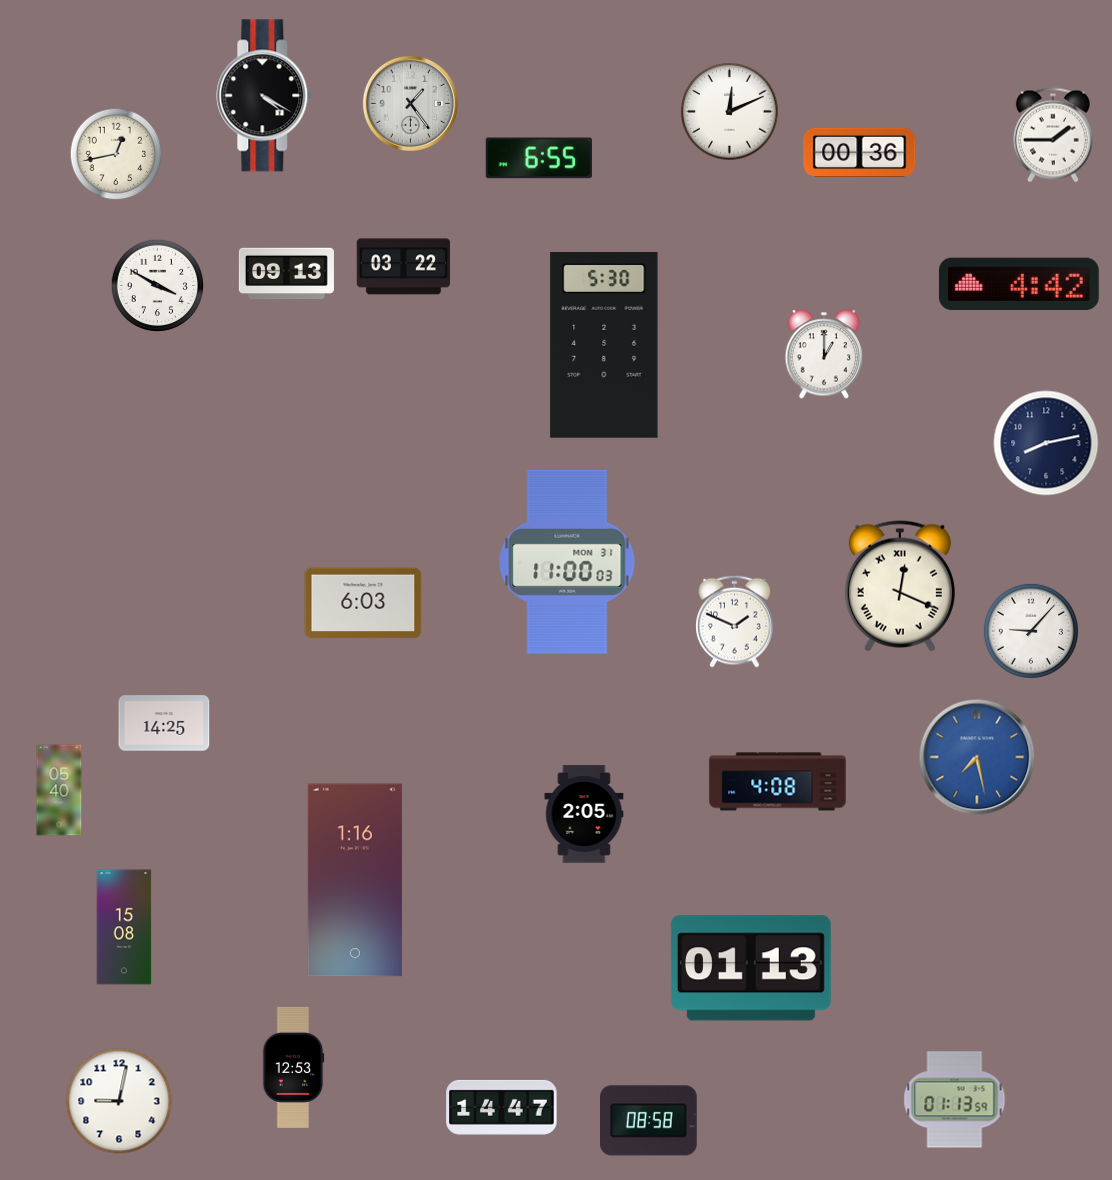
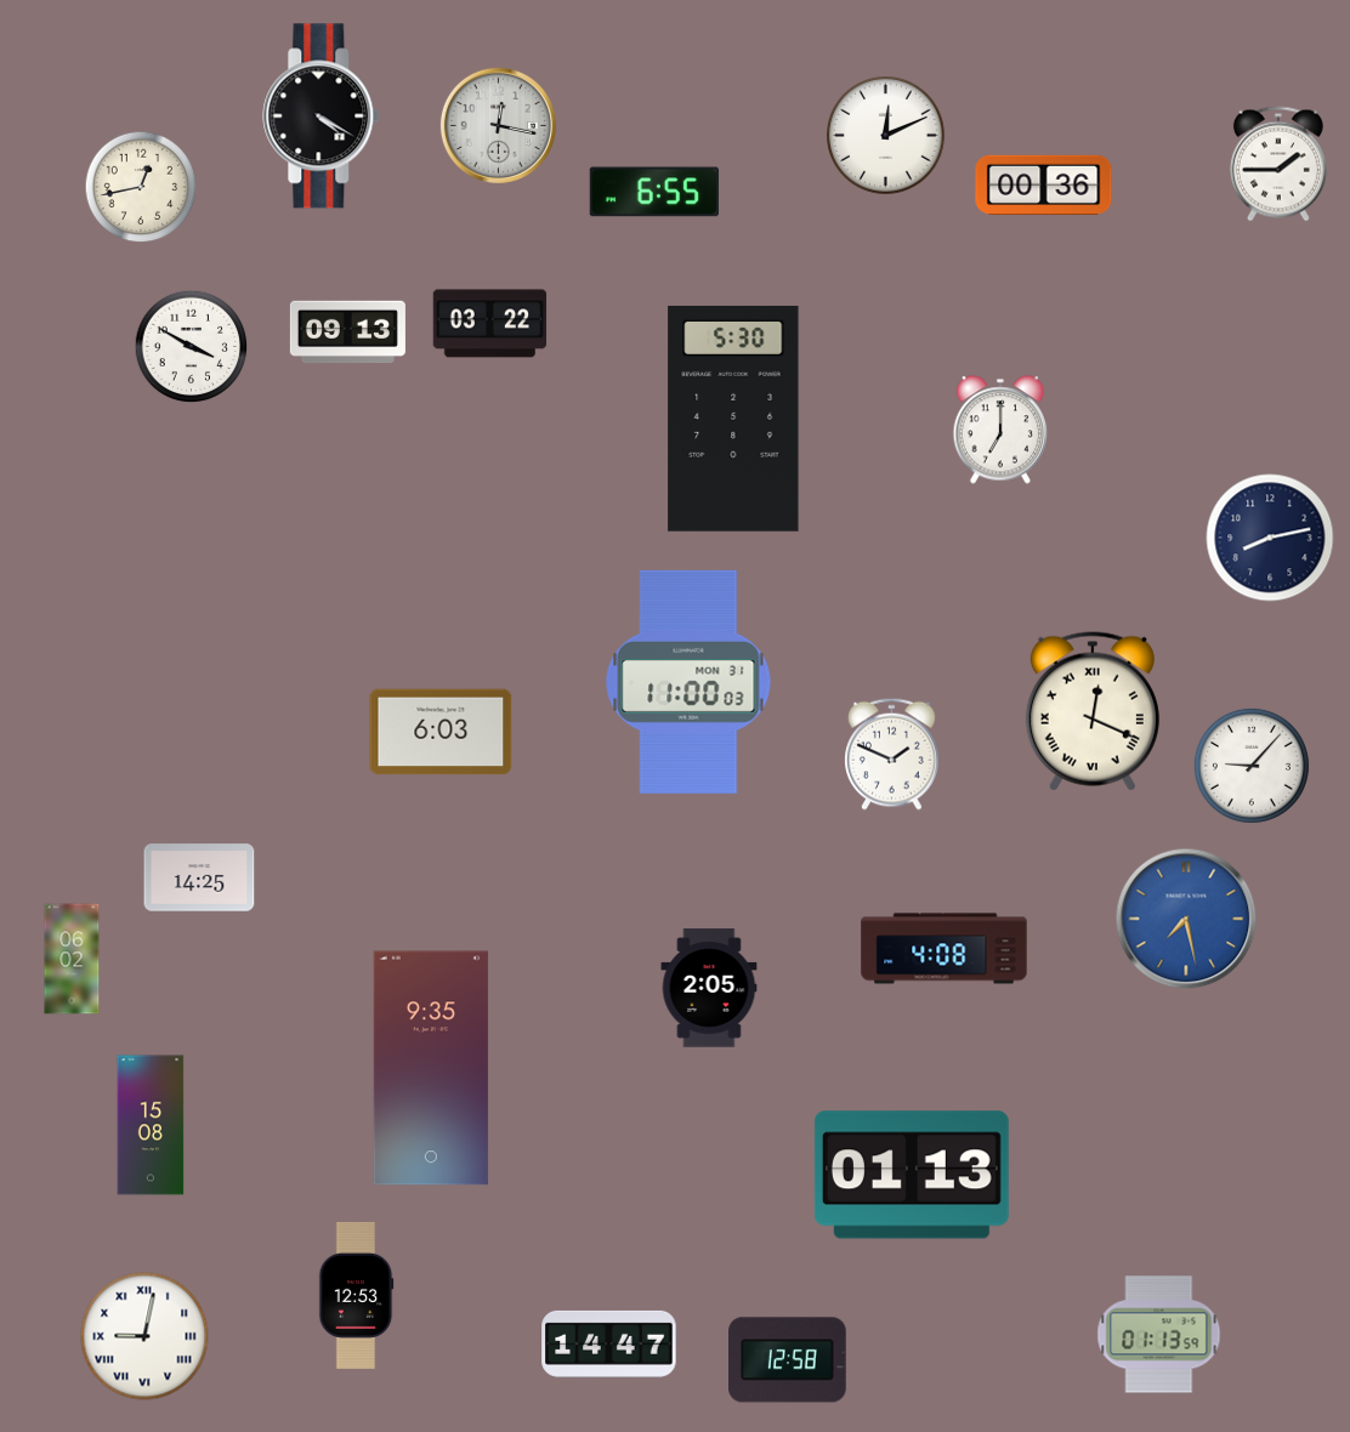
clock at (410, 103): 1:24 -> 12:17
clock at (1019, 283): 4:42 -> none
clock at (824, 354): 1:00 -> 7:00
clock at (59, 790): 05:40 -> 06:02
clock at (355, 880): 1:16 -> 9:35
clock at (119, 1101) numerals: Arabic -> Roman
clock at (649, 1121): 08:58 -> 12:58
